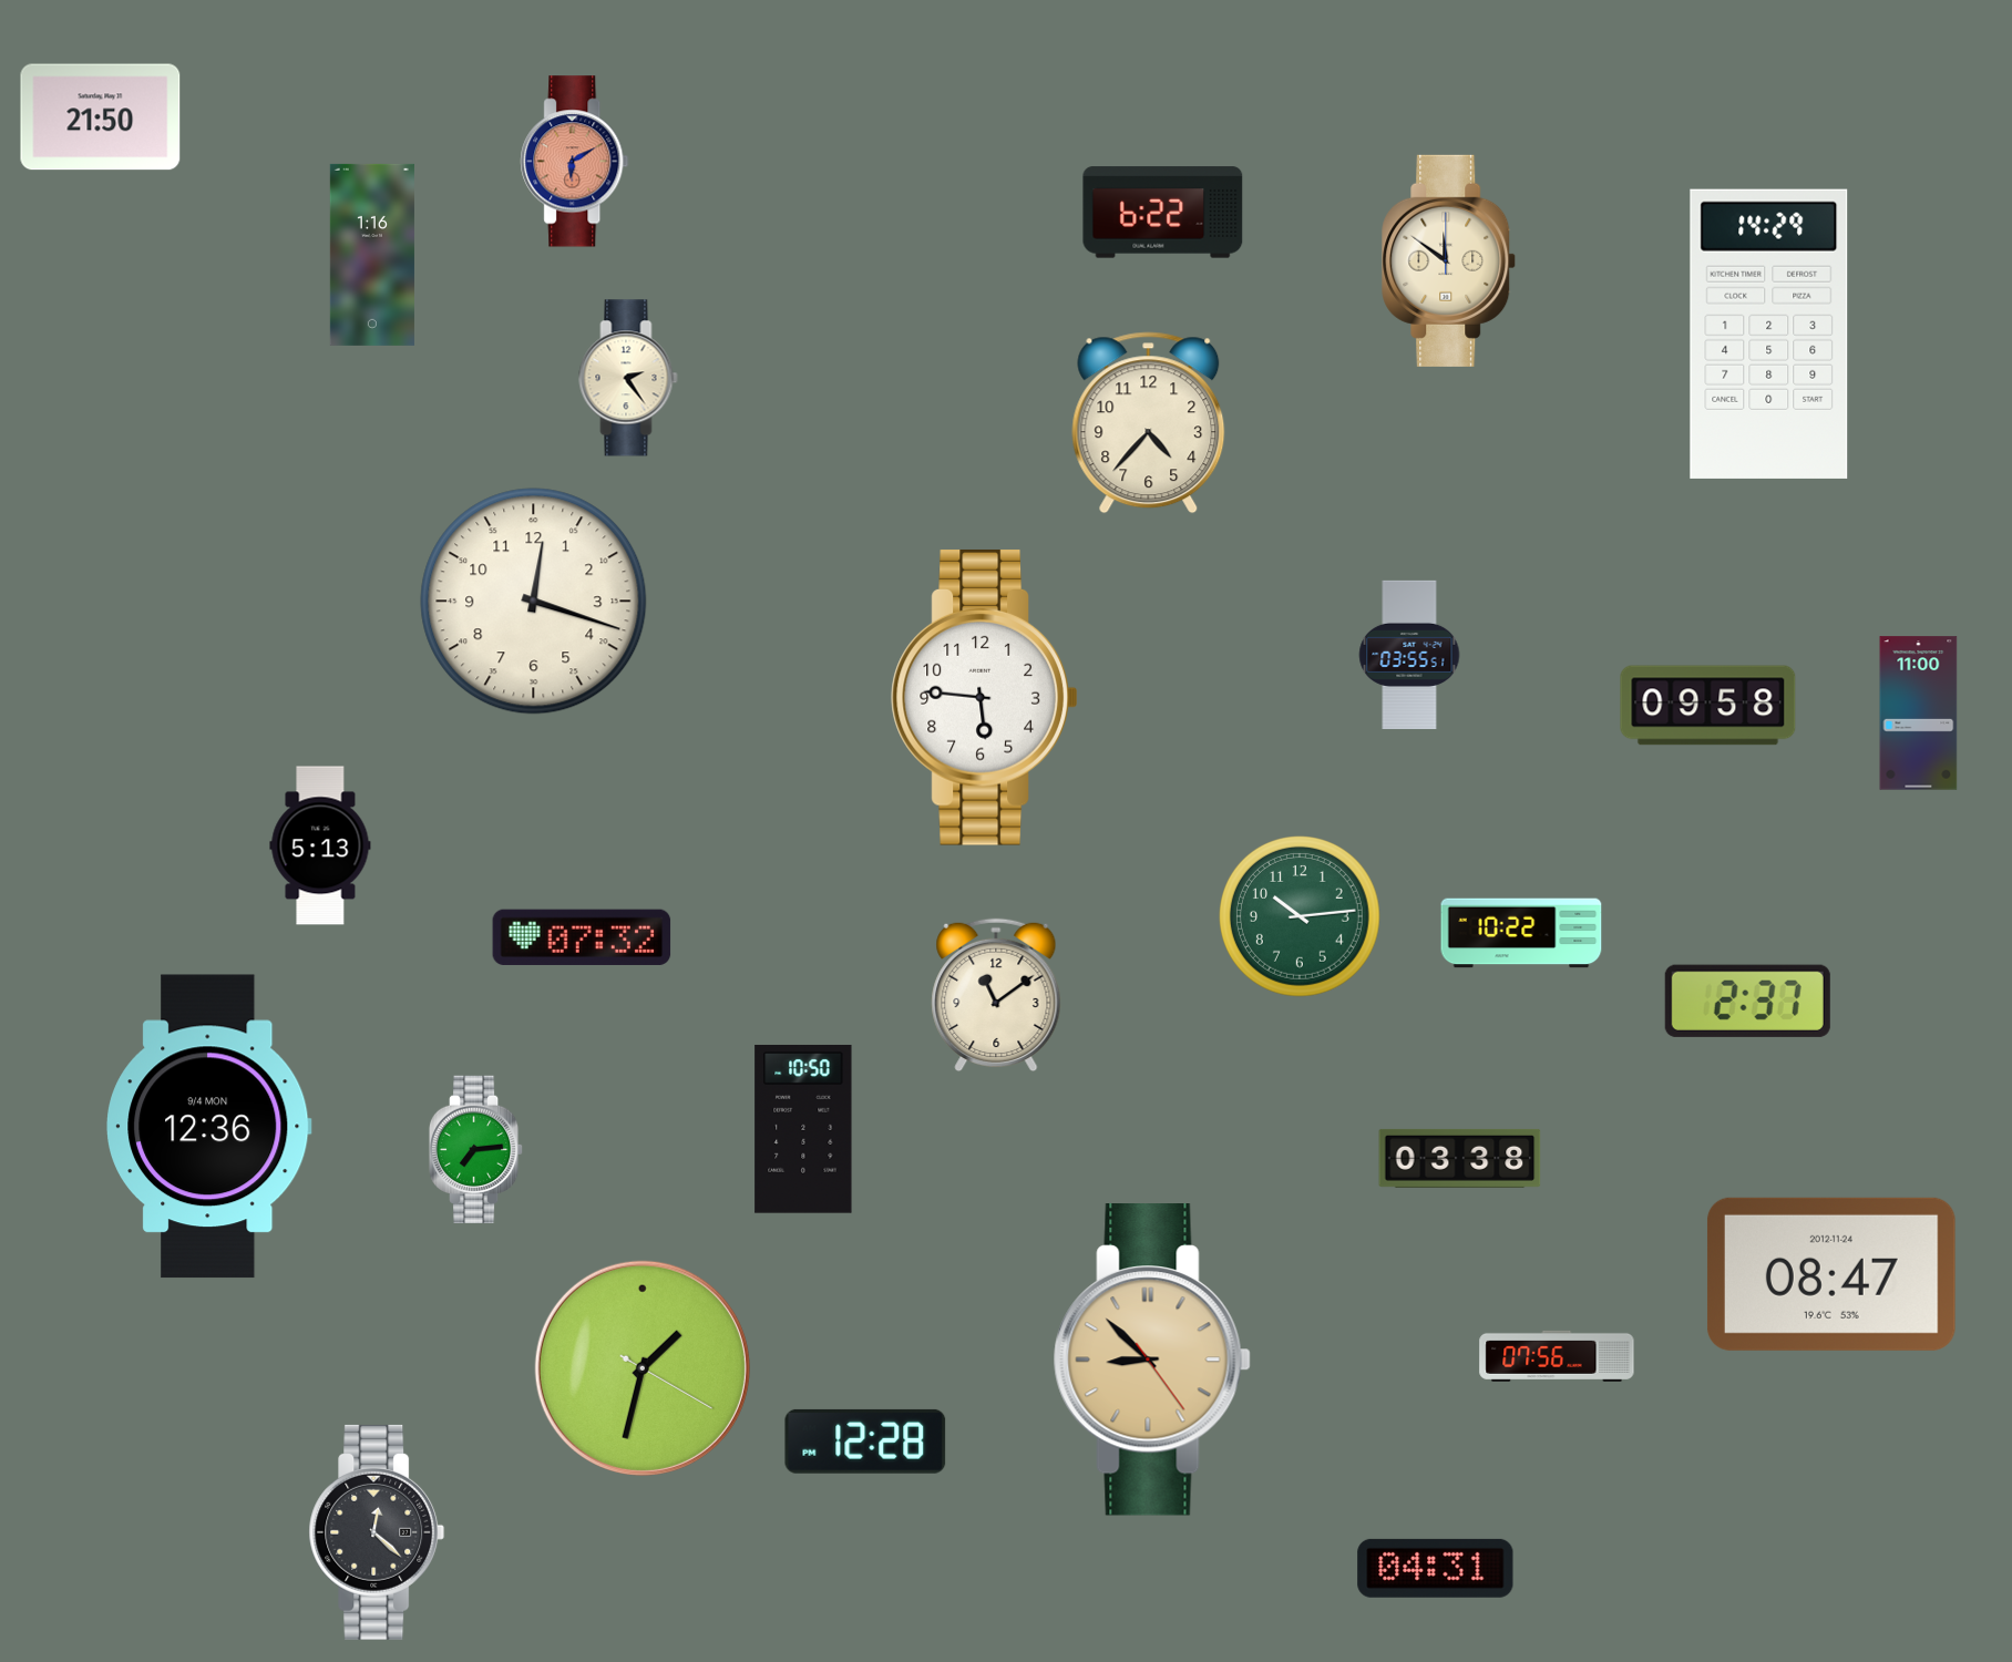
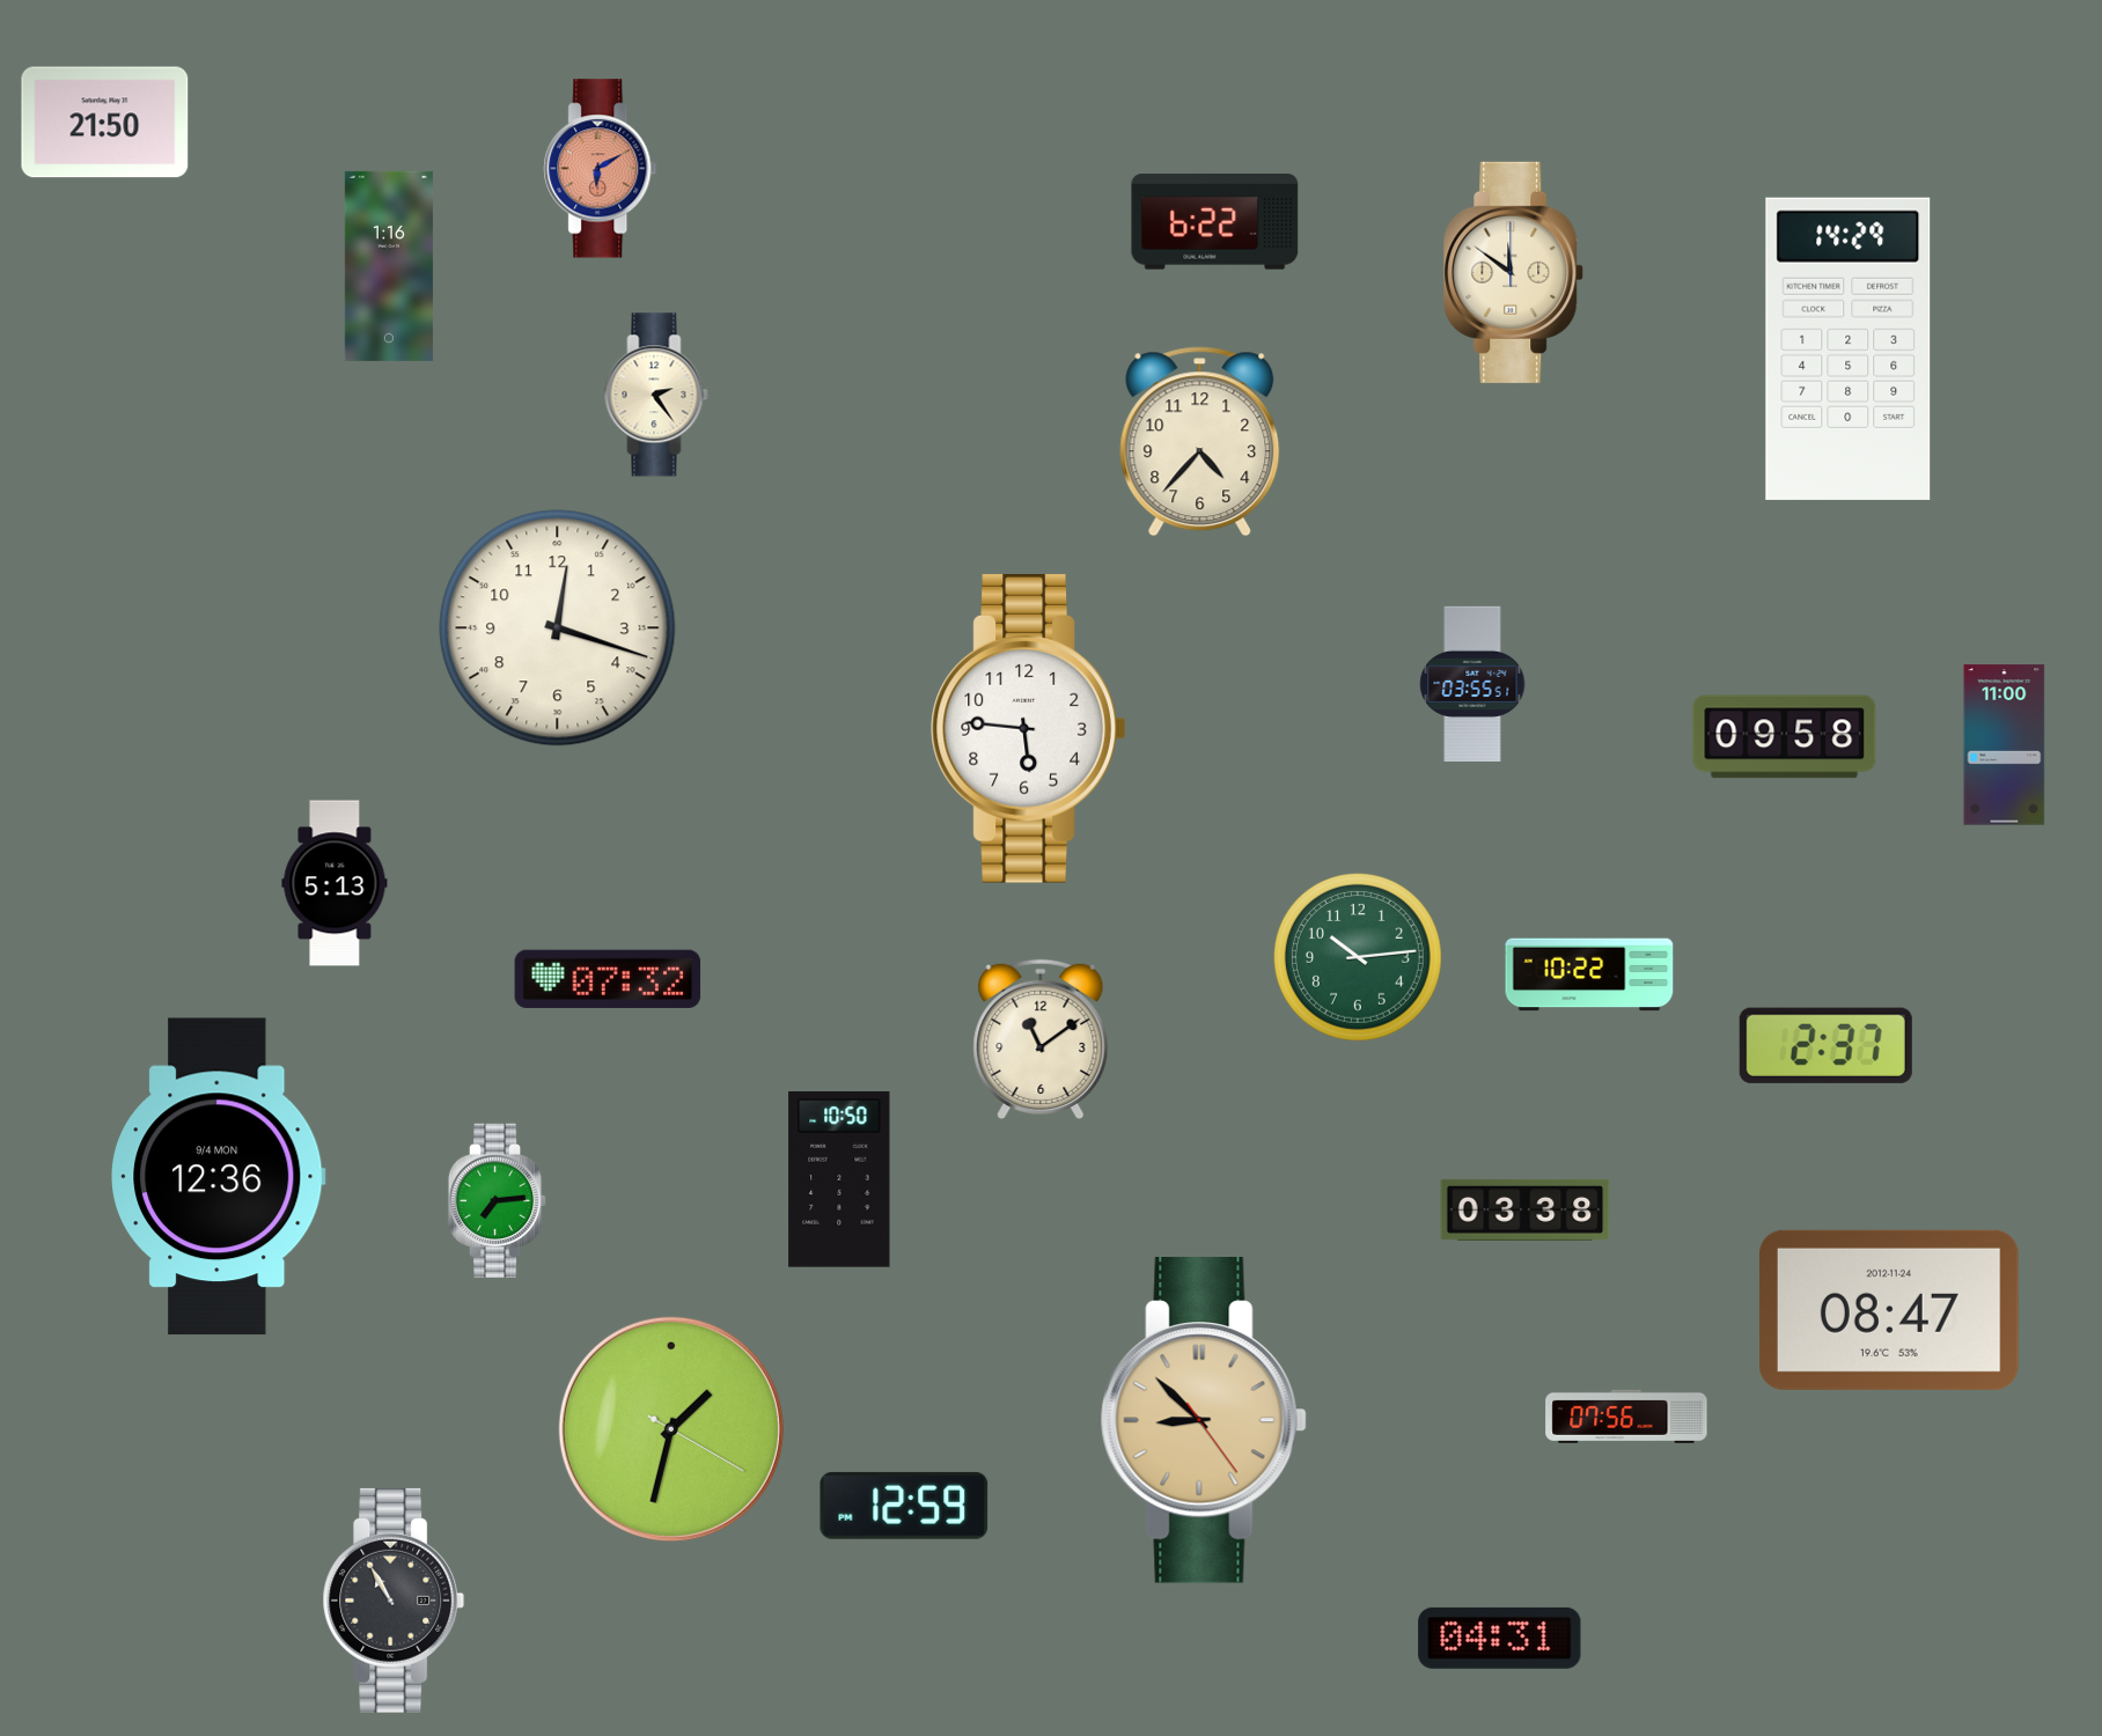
clock at (1831, 1274) position: (1831, 1274) -> (1889, 1310)
clock at (865, 1442): 12:28 -> 12:59
clock at (377, 1532): 12:22 -> 10:55
